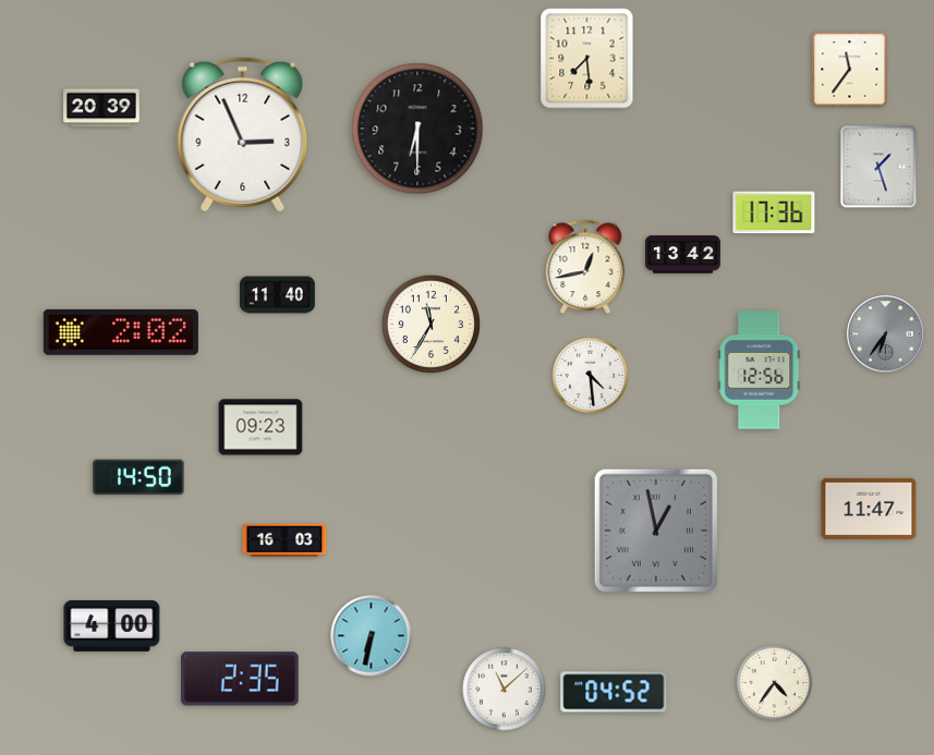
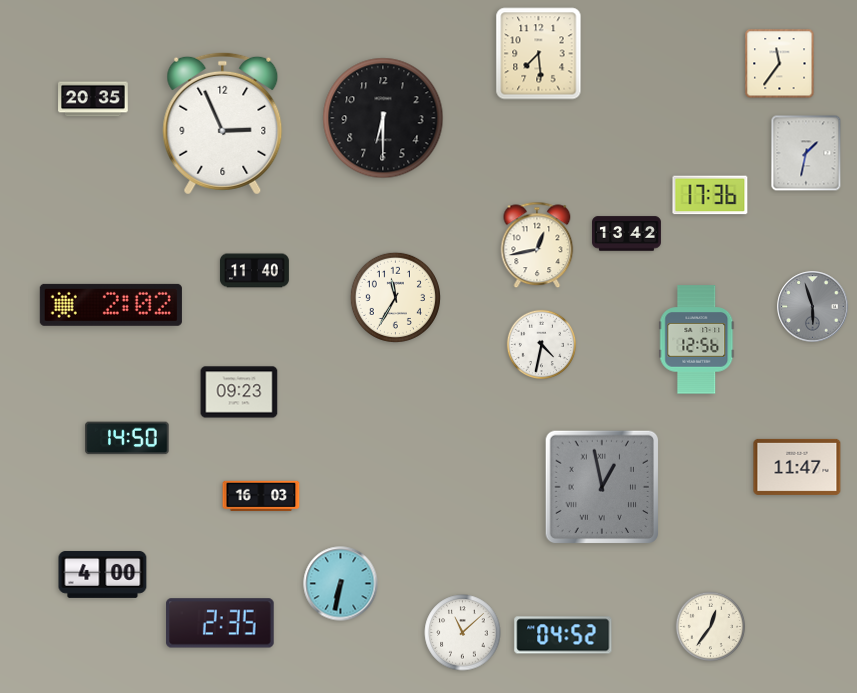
clock at (101, 108): 20:39 -> 20:35
clock at (878, 167): 1:27 -> 1:32
clock at (886, 334): 6:36 -> 5:57
clock at (591, 376): 4:29 -> 4:32
clock at (775, 683): 4:36 -> 12:36
